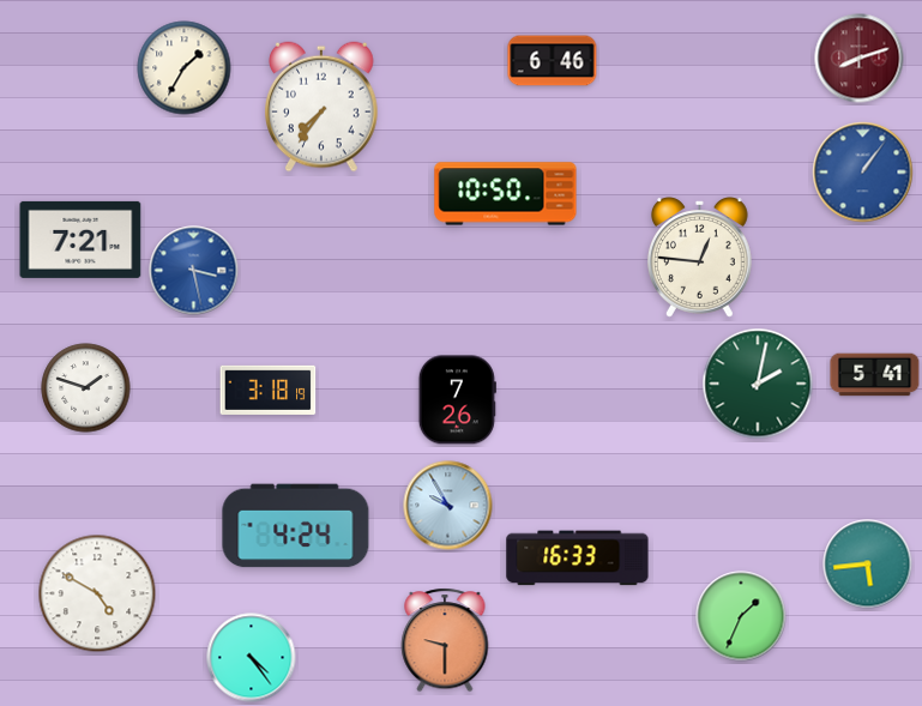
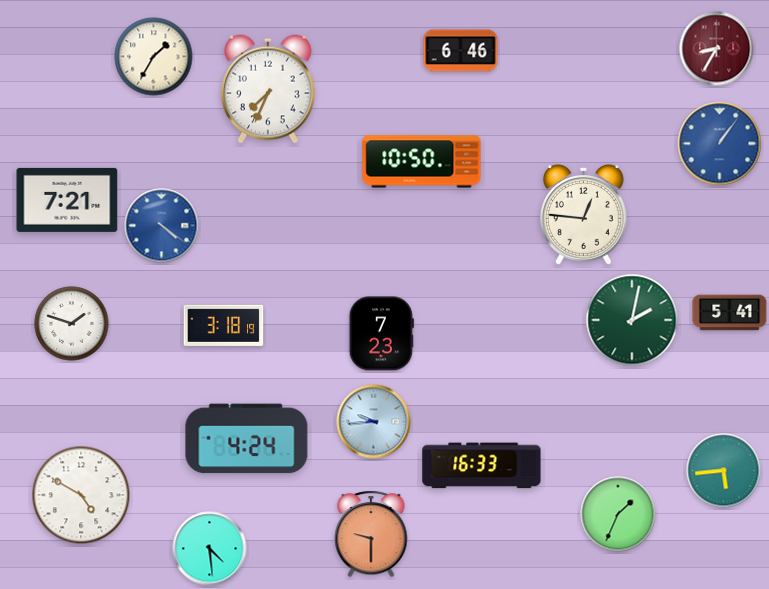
clock at (860, 59): 8:12 -> 8:35
clock at (323, 107): 7:36 -> 7:34
clock at (194, 271): 3:28 -> 4:21
clock at (457, 400): 7:26 -> 7:23
clock at (448, 506): 9:55 -> 9:44
clock at (252, 658): 4:24 -> 4:29
